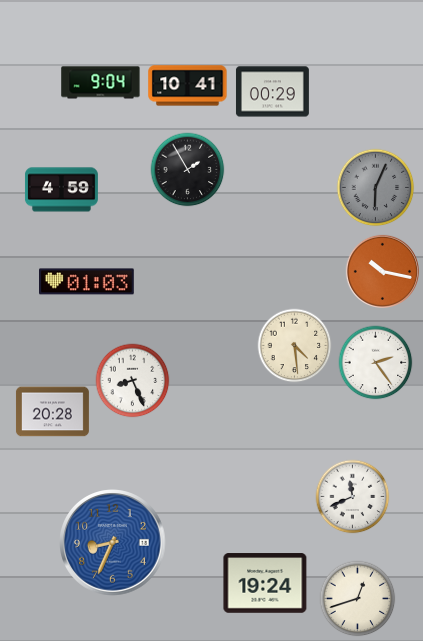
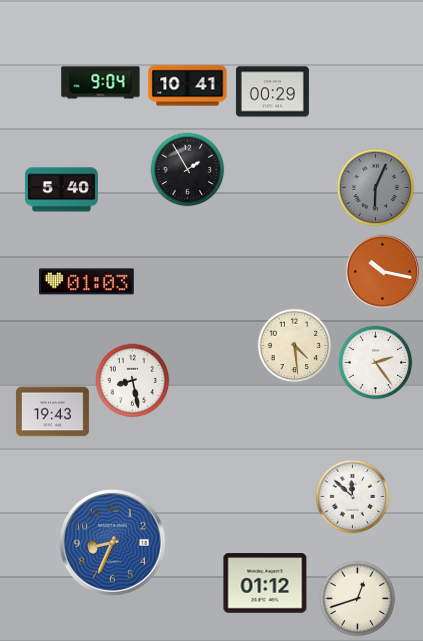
clock at (61, 190): 4:59 -> 5:40
clock at (133, 381): 8:26 -> 8:28
clock at (52, 412): 20:28 -> 19:43
clock at (353, 497): 11:41 -> 11:52
clock at (265, 583): 19:24 -> 01:12
